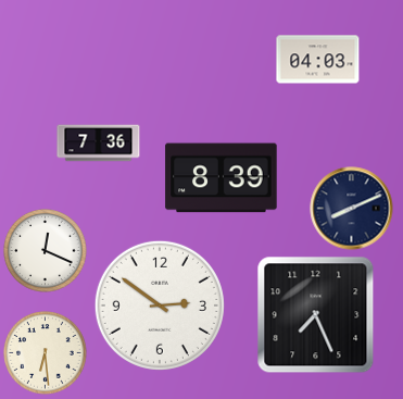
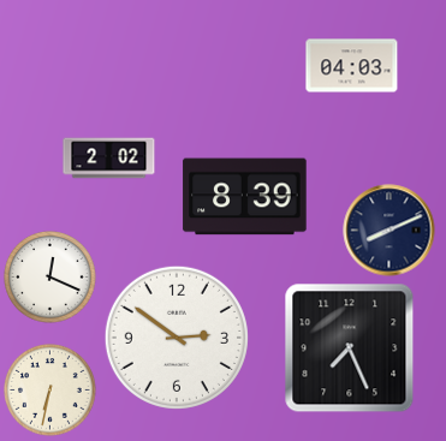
clock at (99, 144): 7:36 -> 2:02
clock at (46, 353): 6:29 -> 6:32
